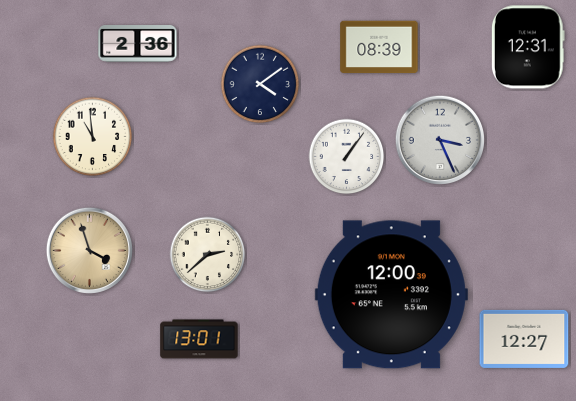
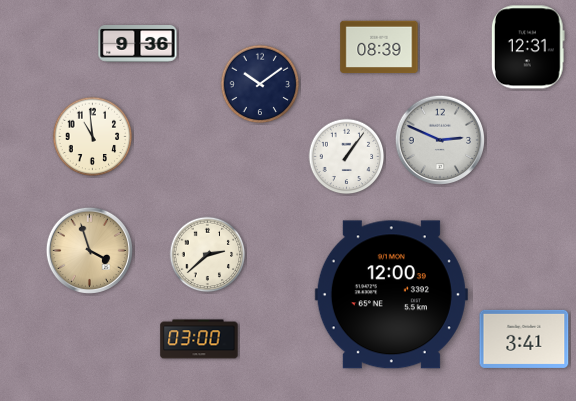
clock at (138, 44): 2:36 -> 9:36
clock at (260, 84): 4:09 -> 10:09
clock at (439, 139): 3:26 -> 2:49
clock at (199, 339): 13:01 -> 03:00
clock at (524, 339): 12:27 -> 3:41
